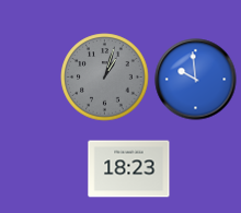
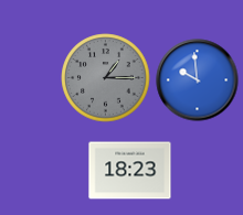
clock at (105, 78): 1:03 -> 1:15
